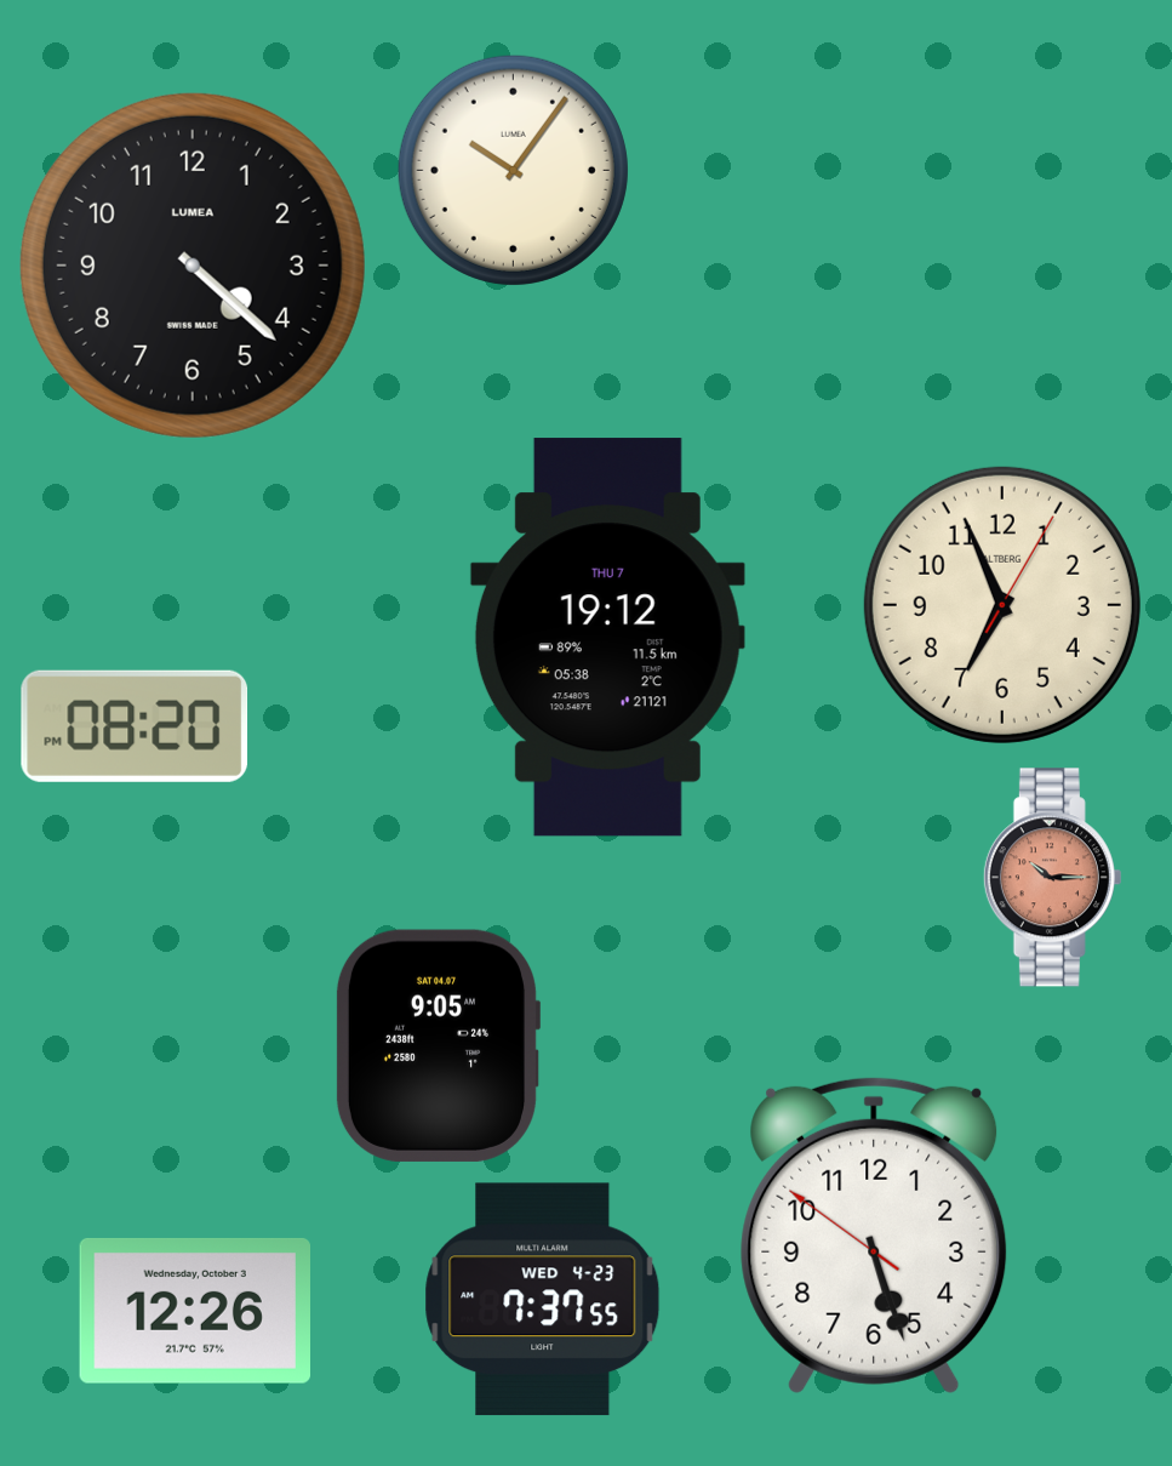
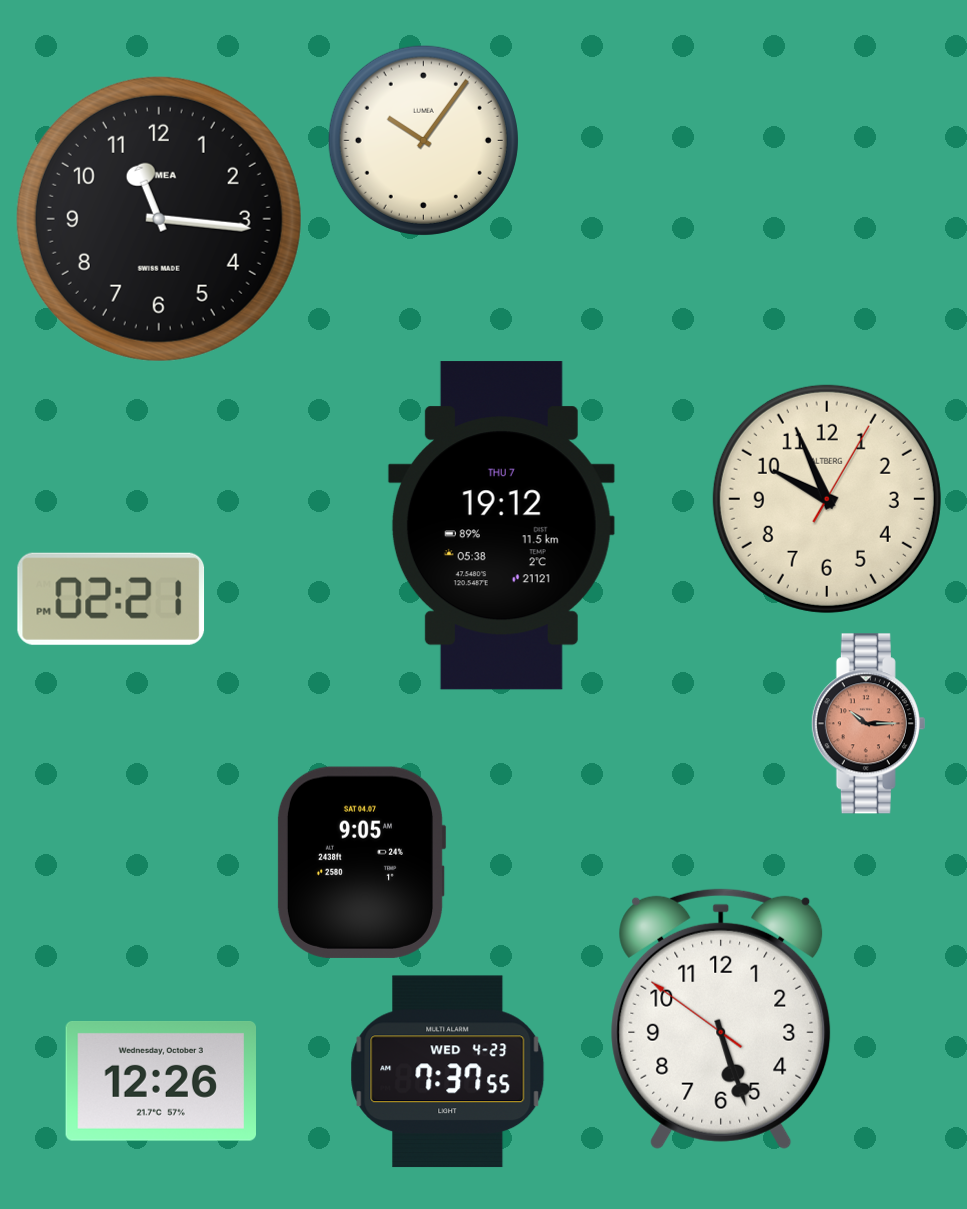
clock at (193, 266): 4:22 -> 11:16
clock at (1002, 605): 6:56 -> 9:56
clock at (135, 726): 08:20 -> 02:21
